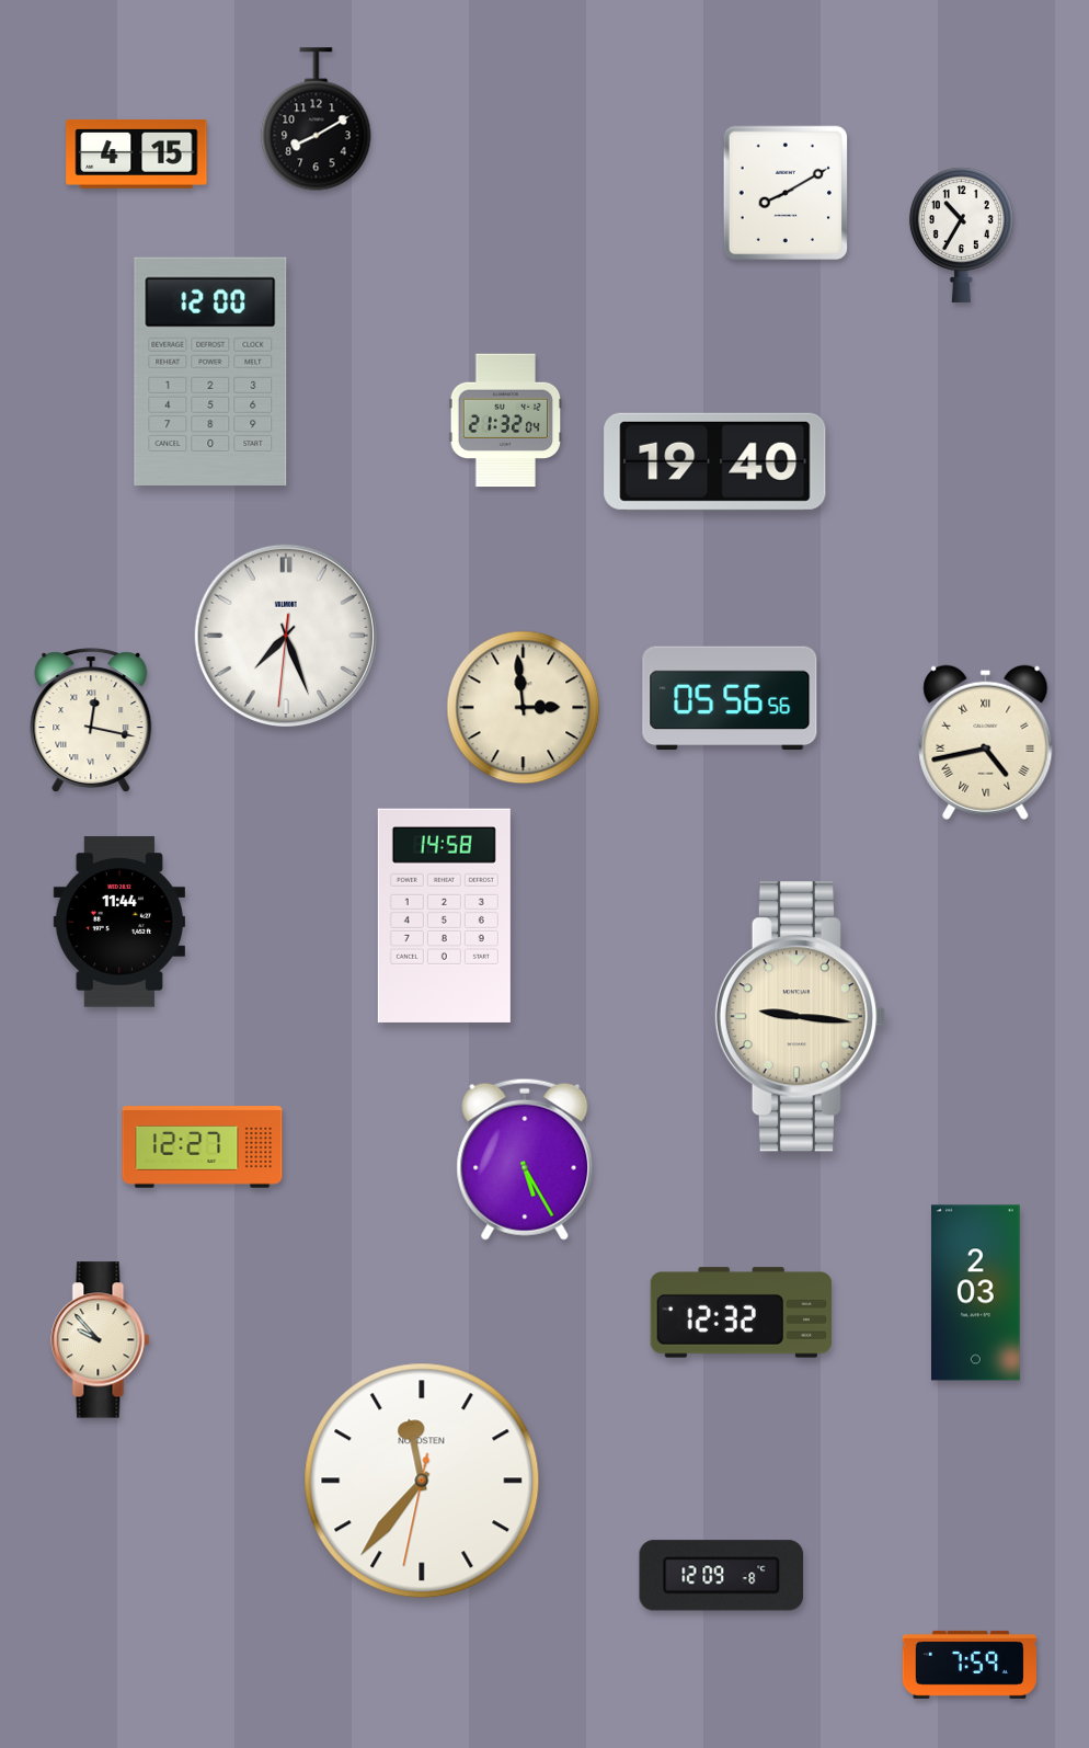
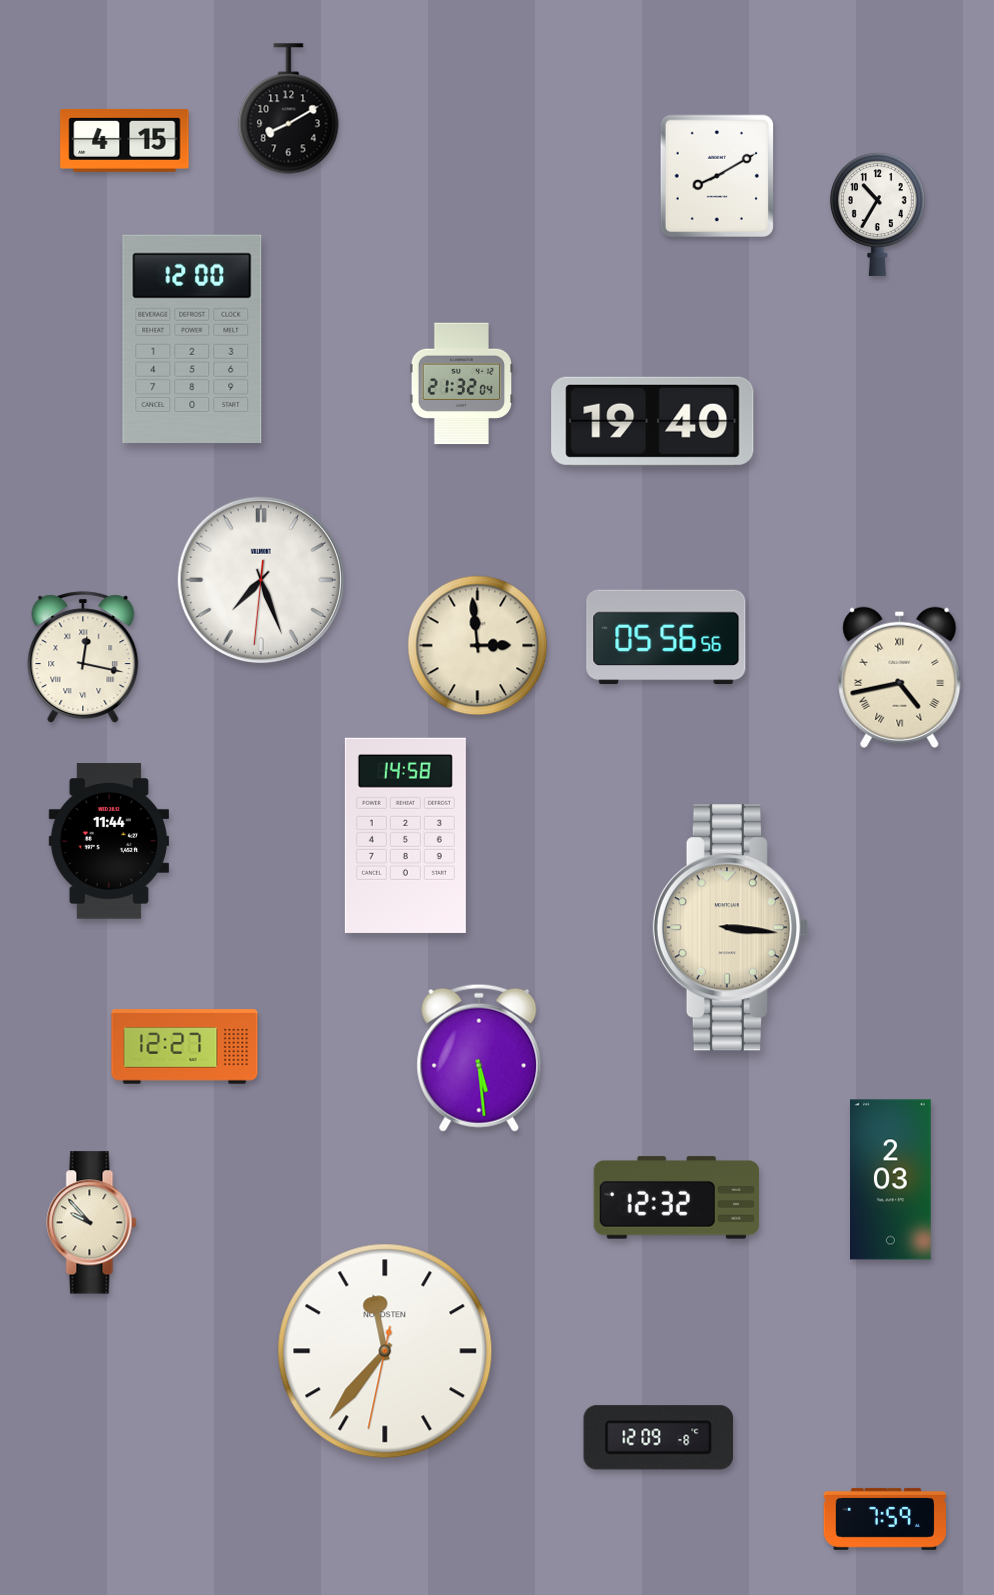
clock at (800, 1017): 9:16 -> 3:16
clock at (525, 1159): 5:25 -> 5:29
